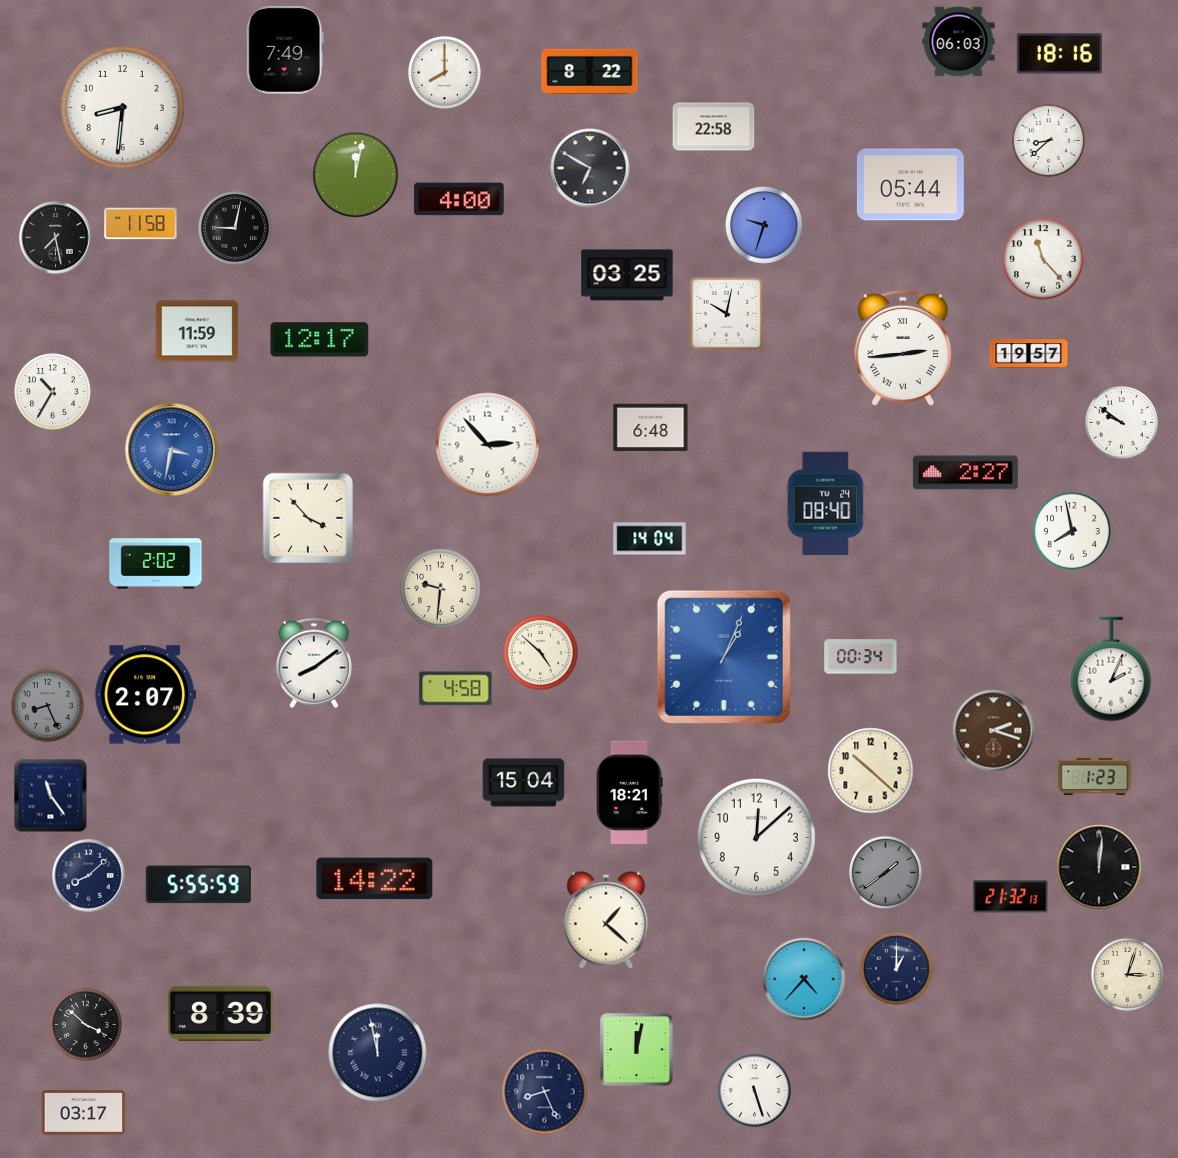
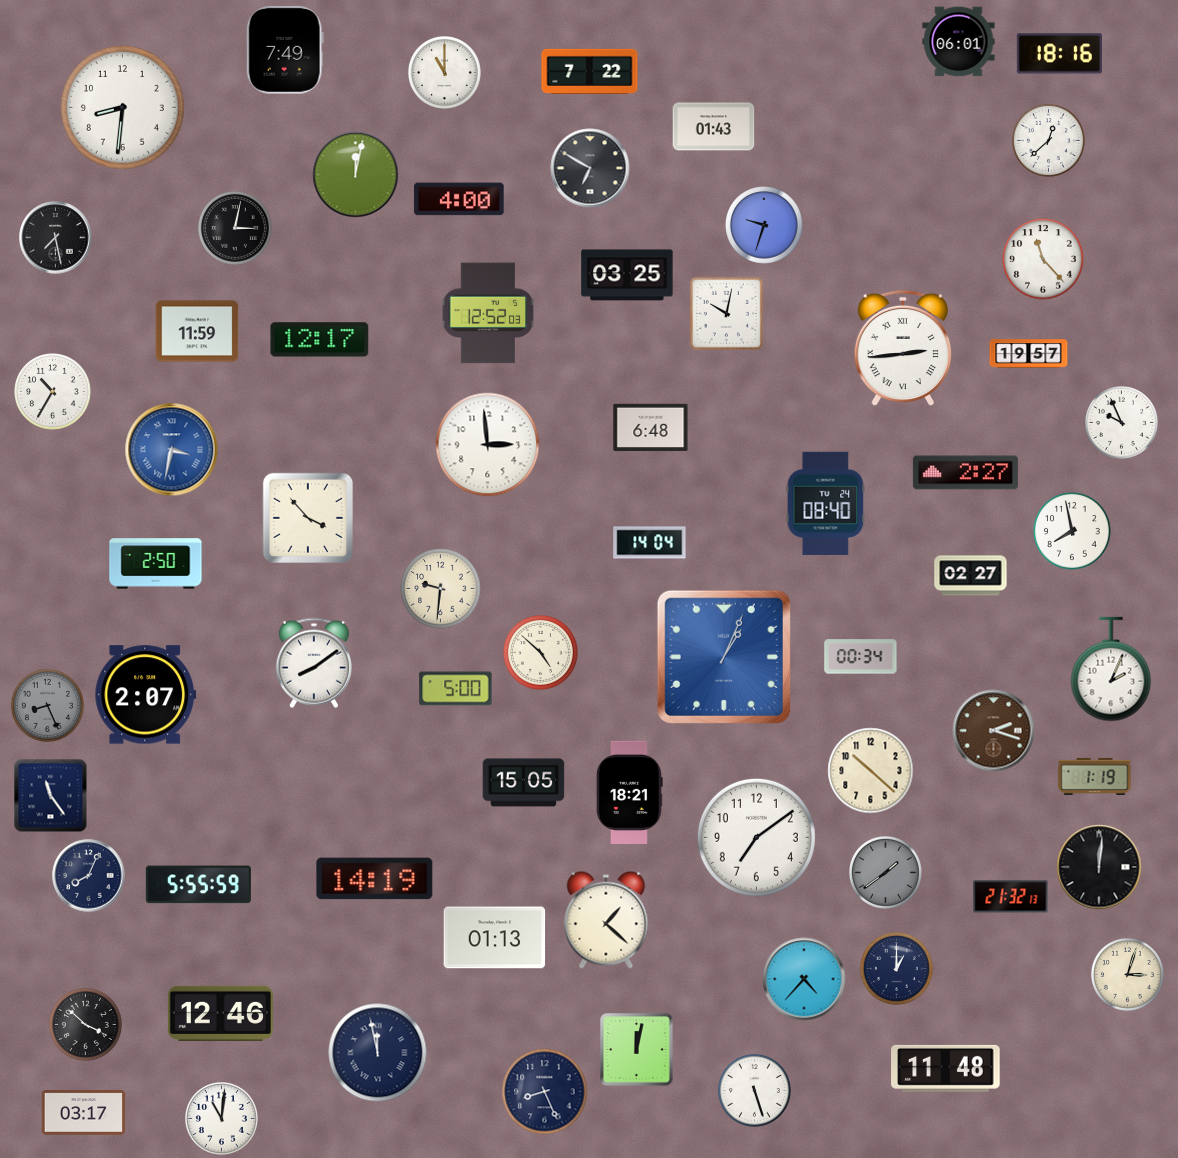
clock at (959, 42): 06:03 -> 06:01
clock at (590, 71): 8:22 -> 7:22
clock at (444, 72): 8:00 -> 11:00
clock at (714, 127): 22:58 -> 01:43
clock at (1048, 140): 8:38 -> 12:38
clock at (910, 185): 05:44 -> none
clock at (141, 224): 11:58 -> none
clock at (235, 228): 9:02 -> 3:02
clock at (488, 313): none -> 12:52
clock at (1121, 422): 9:51 -> 9:56
clock at (488, 445): 2:53 -> 2:59
clock at (650, 539) position: (650, 539) -> (650, 543)
clock at (156, 564): 2:02 -> 2:50
clock at (971, 576): none -> 02:27
clock at (456, 689): 4:58 -> 5:00
clock at (1095, 776): 1:23 -> 1:19
clock at (524, 783): 15:04 -> 15:05
clock at (756, 837): 12:08 -> 7:09
clock at (89, 876): 8:08 -> 8:04
clock at (375, 879): 14:22 -> 14:19
clock at (495, 938): none -> 01:13
clock at (220, 1013): 8:39 -> 12:46
clock at (946, 1068): none -> 11:48
clock at (221, 1118): none -> 11:01
